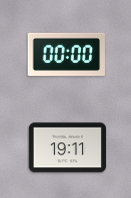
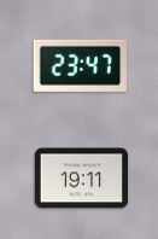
clock at (66, 54): 00:00 -> 23:47
